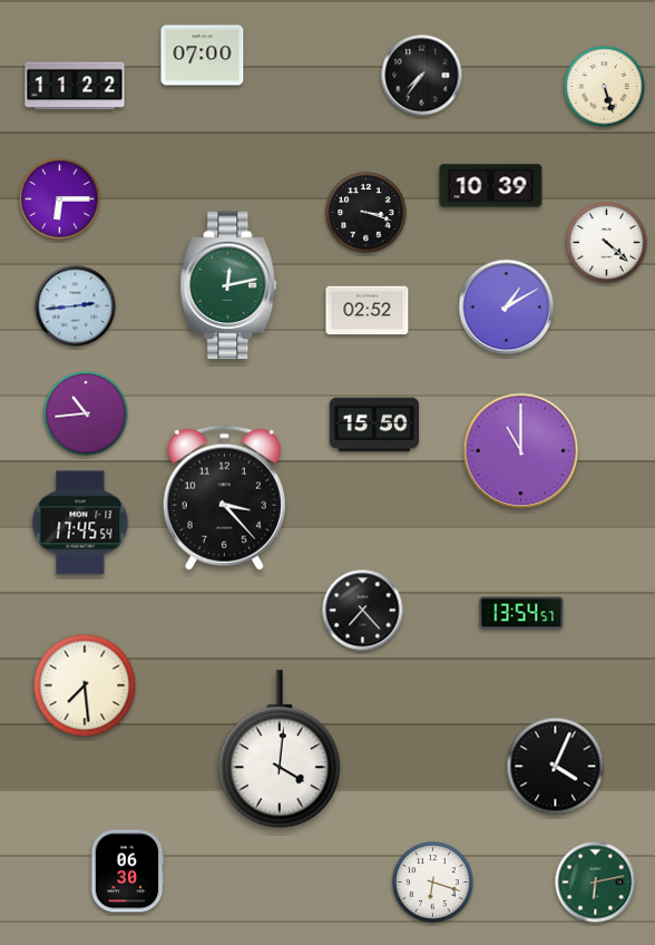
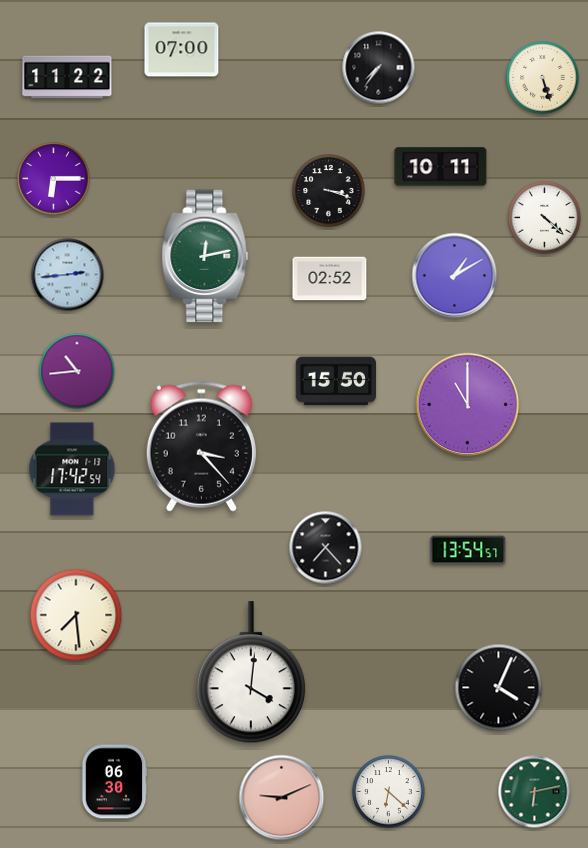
clock at (491, 186): 10:39 -> 10:11
clock at (80, 523): 17:45 -> 17:42
clock at (433, 883): 6:18 -> 6:22
clock at (282, 798): none -> 9:11
